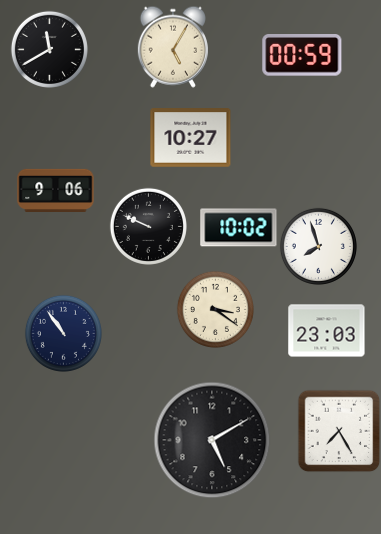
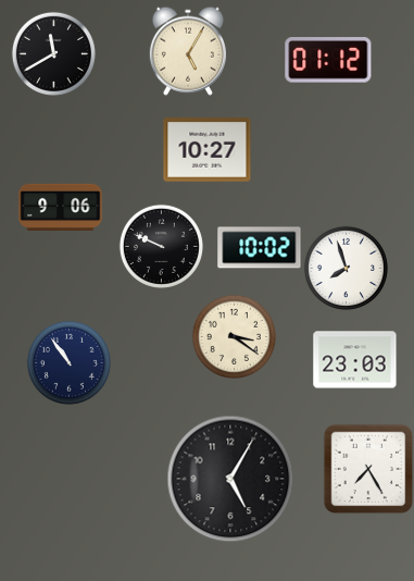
clock at (302, 56): 00:59 -> 01:12
clock at (212, 440): 5:10 -> 5:05
